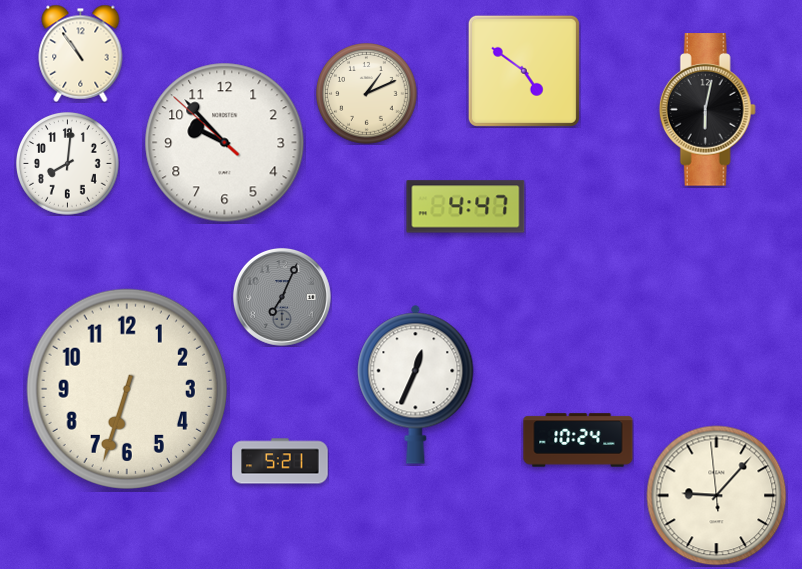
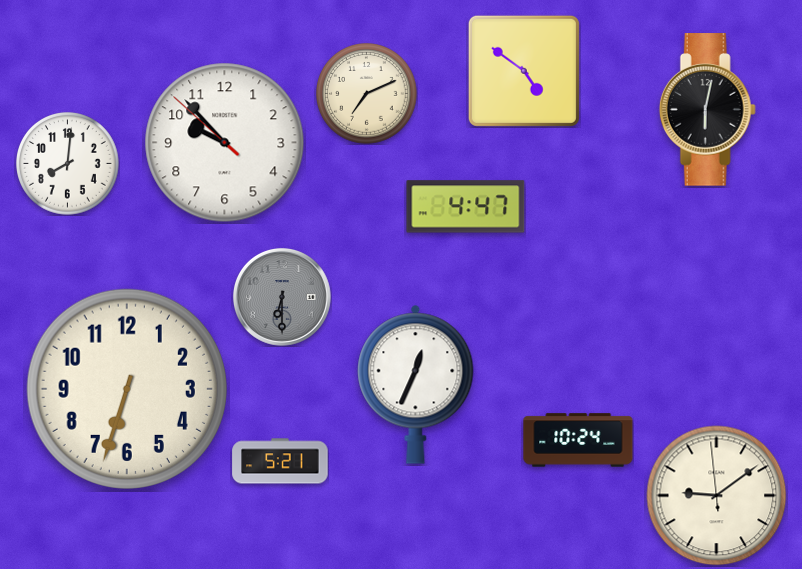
clock at (81, 53): 10:54 -> none
clock at (367, 94): 1:11 -> 7:11
clock at (282, 297): 7:04 -> 6:30
clock at (717, 496): 9:06 -> 9:08
